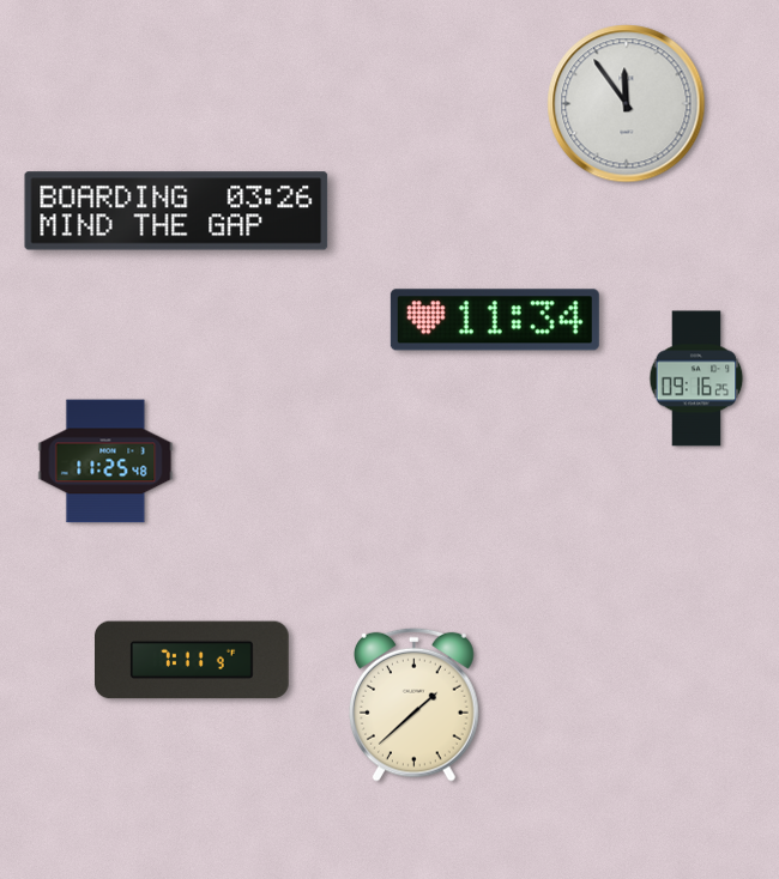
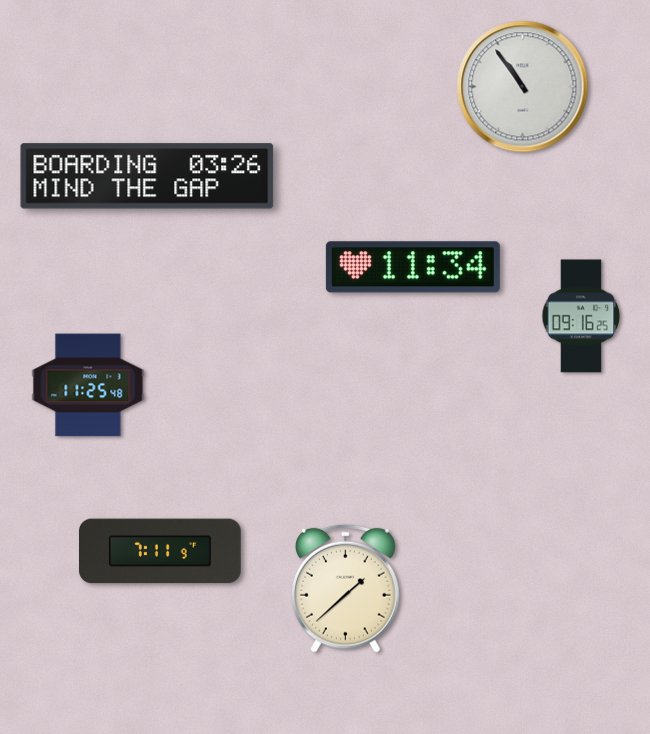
clock at (627, 104): 11:54 -> 10:54
